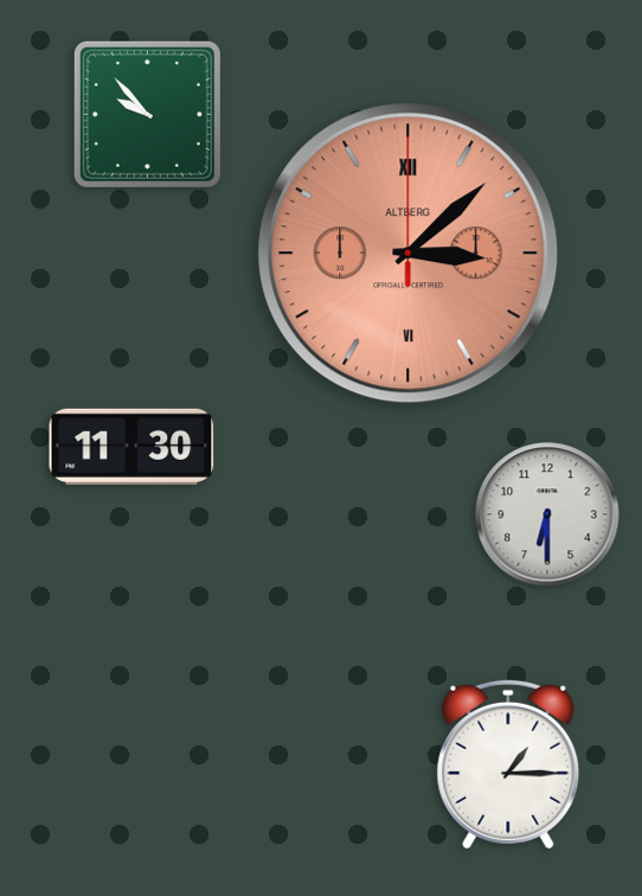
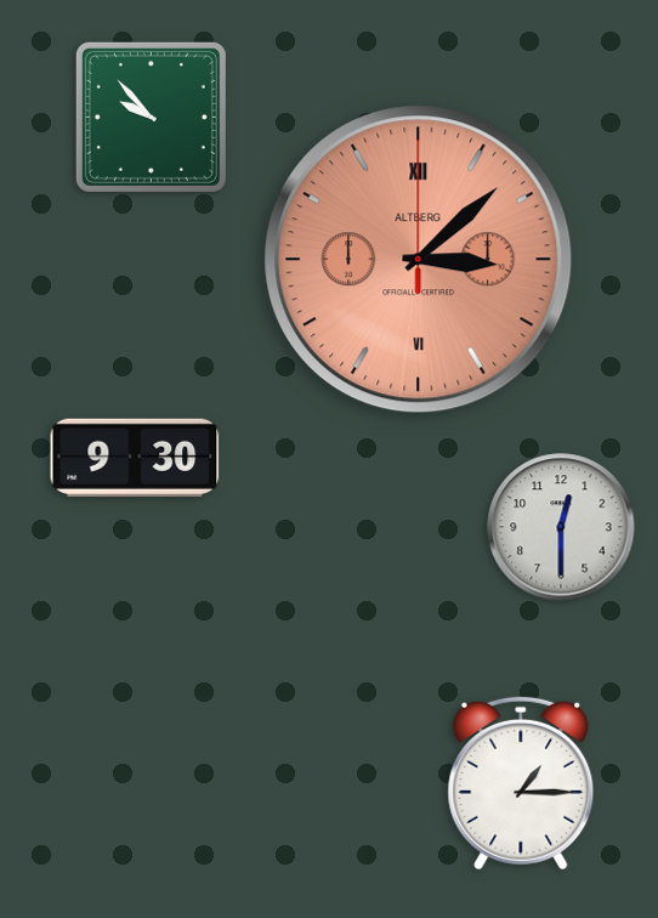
clock at (131, 447): 11:30 -> 9:30
clock at (547, 514): 6:30 -> 12:30
